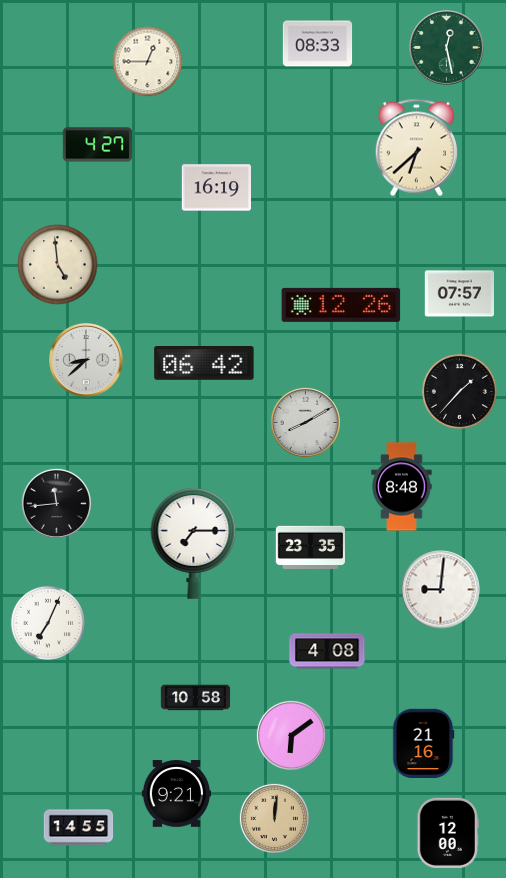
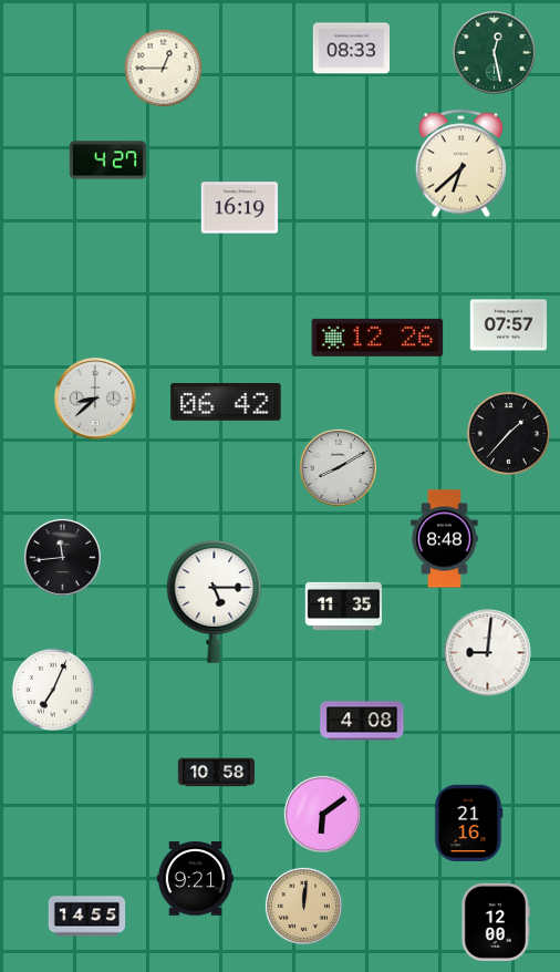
clock at (58, 265): 4:59 -> none
clock at (194, 543): 7:15 -> 5:15
clock at (311, 547): 23:35 -> 11:35
